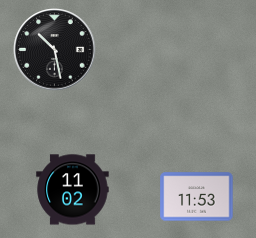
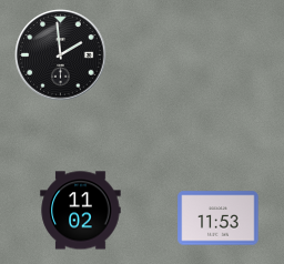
clock at (55, 50): 10:28 -> 1:59
